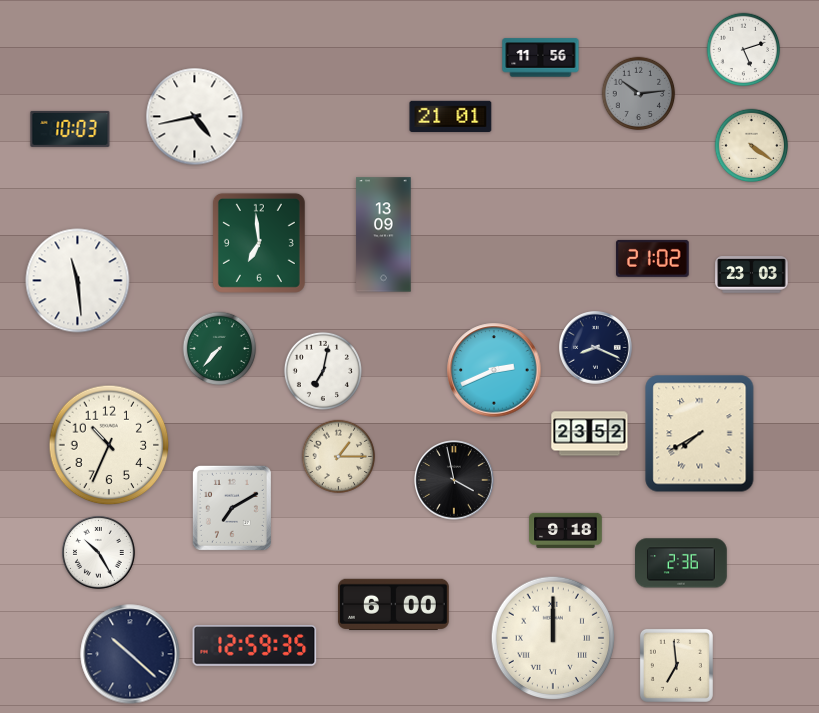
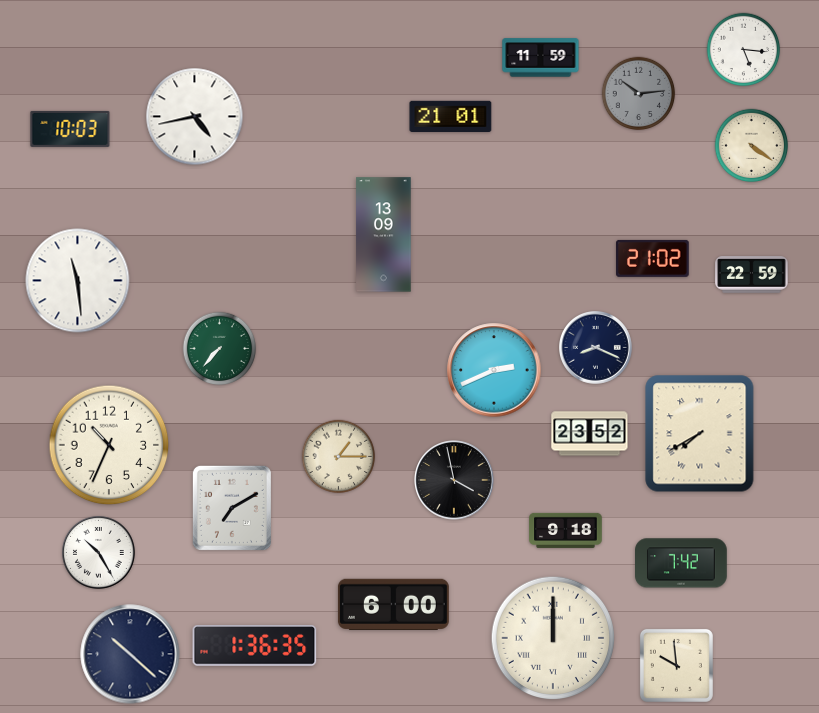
clock at (744, 50): 5:12 -> 5:16
clock at (541, 58): 11:56 -> 11:59
clock at (259, 243): 6:59 -> none
clock at (752, 275): 23:03 -> 22:59
clock at (323, 371): 7:02 -> none
clock at (682, 563): 2:36 -> 7:42
clock at (255, 646): 12:59 -> 1:36
clock at (676, 665): 6:59 -> 9:59
